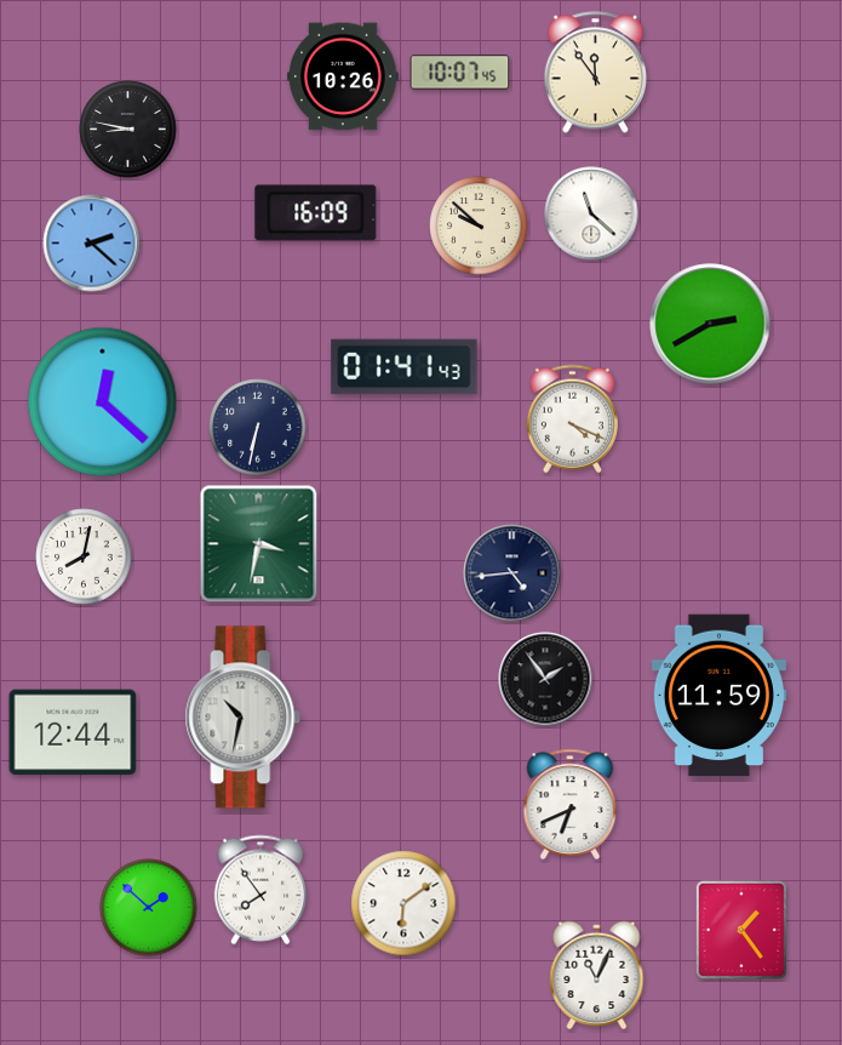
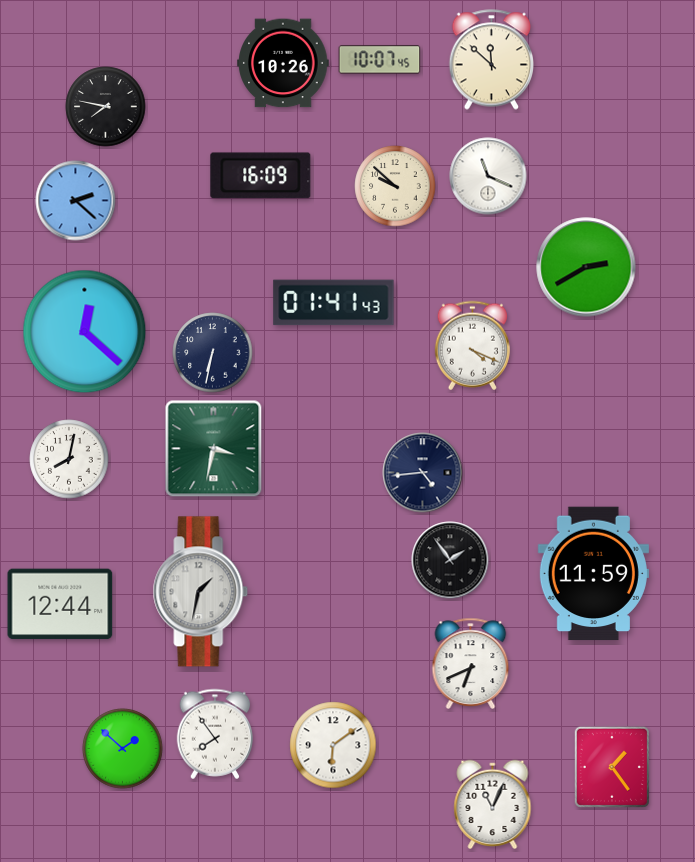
clock at (595, 73): 11:54 -> 11:52
clock at (128, 130): 8:47 -> 7:47
clock at (591, 213): 11:22 -> 11:19
clock at (244, 718): 10:32 -> 1:32
